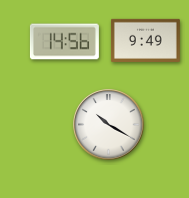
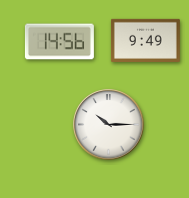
clock at (64, 42) position: (64, 42) -> (59, 42)
clock at (109, 125): 10:20 -> 10:15
